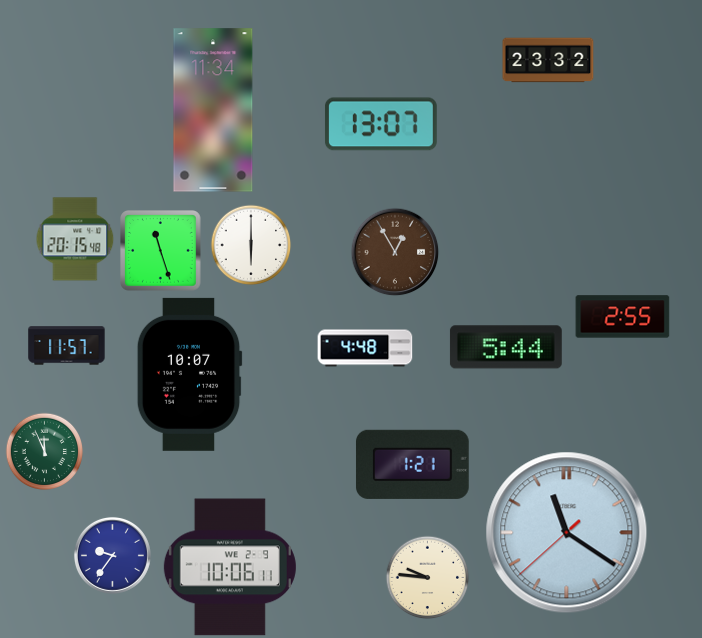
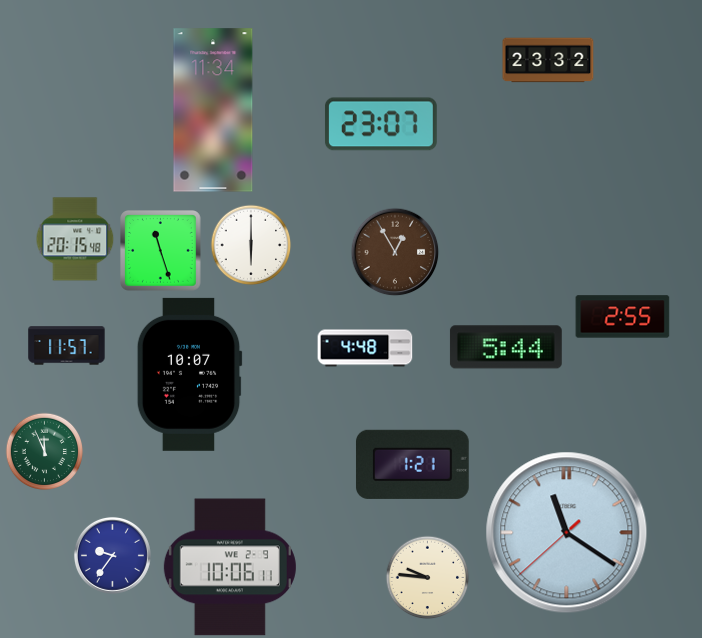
clock at (381, 124): 13:07 -> 23:07
